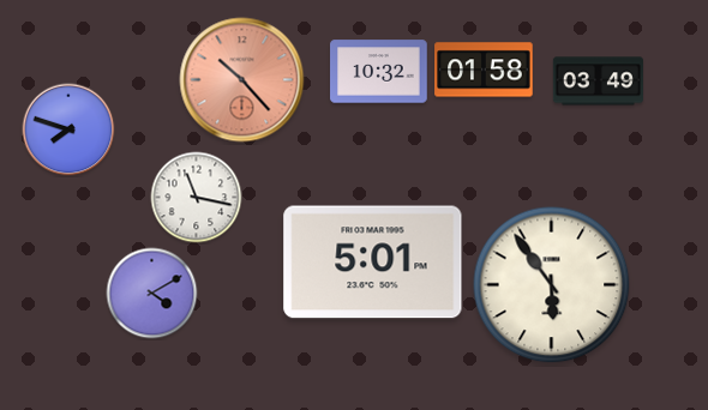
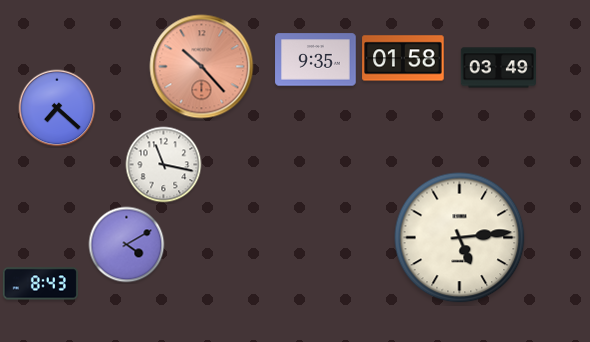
clock at (379, 72): 10:32 -> 9:35
clock at (68, 129): 7:48 -> 7:22
clock at (373, 263): 5:01 -> none
clock at (552, 285): 5:54 -> 5:14
clock at (40, 284): none -> 8:43
